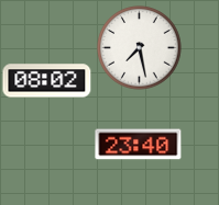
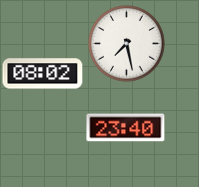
clock at (139, 145) position: (139, 145) -> (126, 128)
